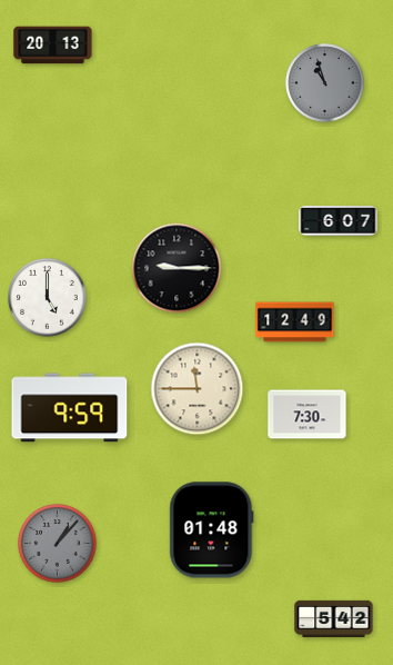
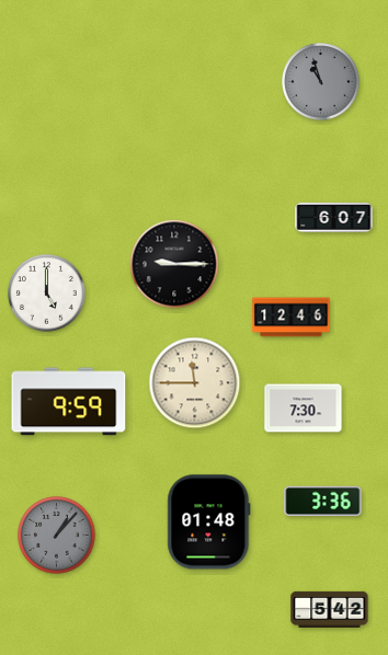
clock at (53, 46): 20:13 -> none
clock at (295, 322): 12:49 -> 12:46
clock at (323, 501): none -> 3:36
